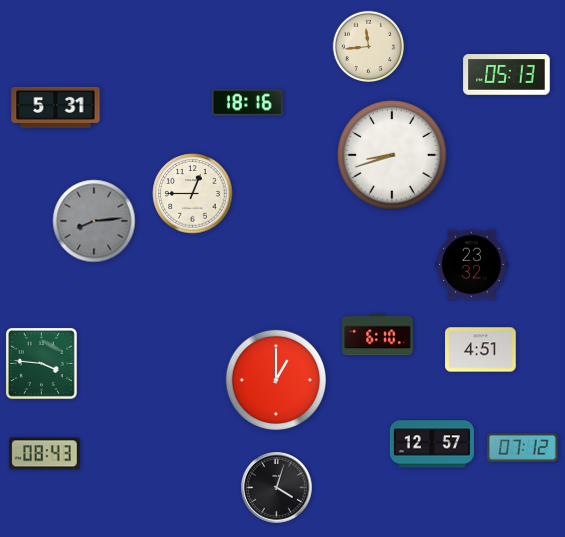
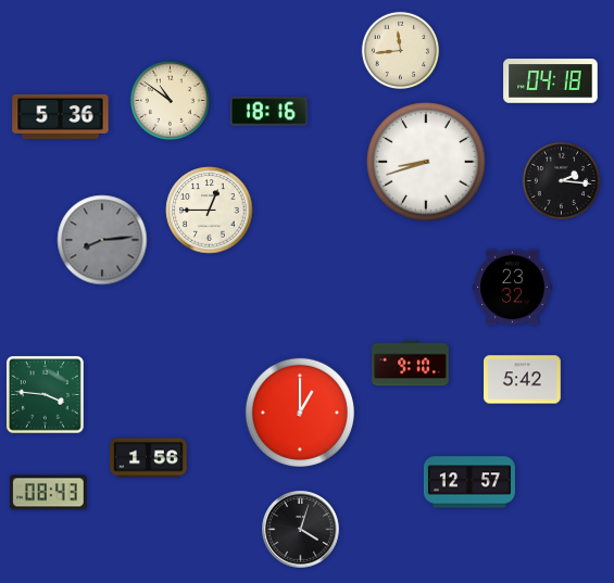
clock at (507, 75): 05:13 -> 04:18
clock at (170, 100): none -> 10:51
clock at (56, 107): 5:31 -> 5:36
clock at (392, 155) position: (392, 155) -> (426, 162)
clock at (561, 180): none -> 2:16
clock at (378, 335): 6:10 -> 9:10
clock at (481, 350): 4:51 -> 5:42
clock at (149, 458): none -> 1:56
clock at (523, 448): 07:12 -> none
